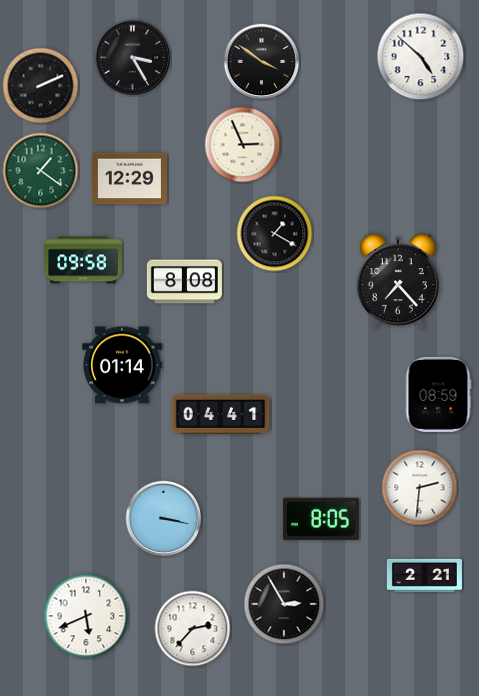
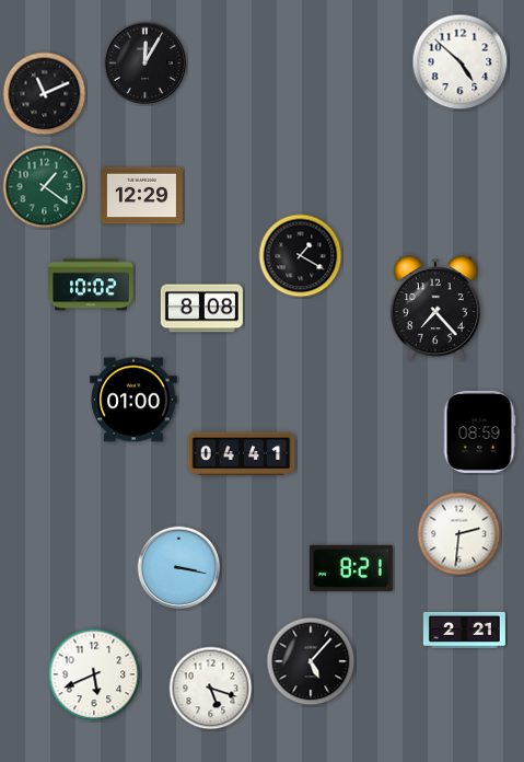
clock at (133, 58): 3:25 -> 12:05
clock at (262, 62): 3:51 -> none
clock at (41, 86): 2:11 -> 11:11
clock at (243, 145): 2:56 -> none
clock at (83, 260): 09:58 -> 10:02
clock at (122, 365): 01:14 -> 01:00
clock at (321, 519): 8:05 -> 8:21
clock at (284, 604): 2:55 -> 5:07
clock at (193, 629): 2:37 -> 5:18
